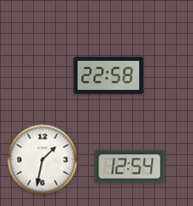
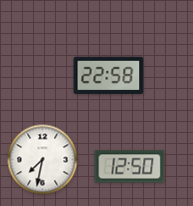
clock at (43, 160): 1:32 -> 7:32
clock at (130, 167): 12:54 -> 12:50
